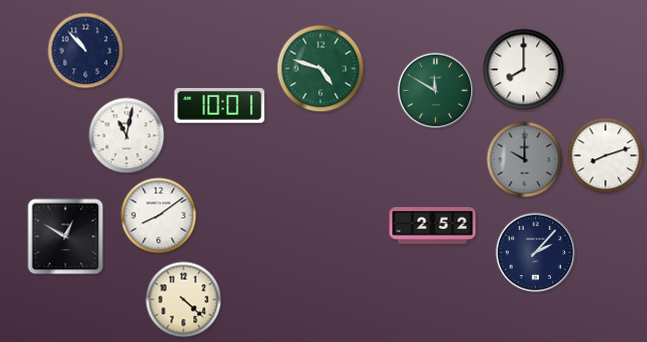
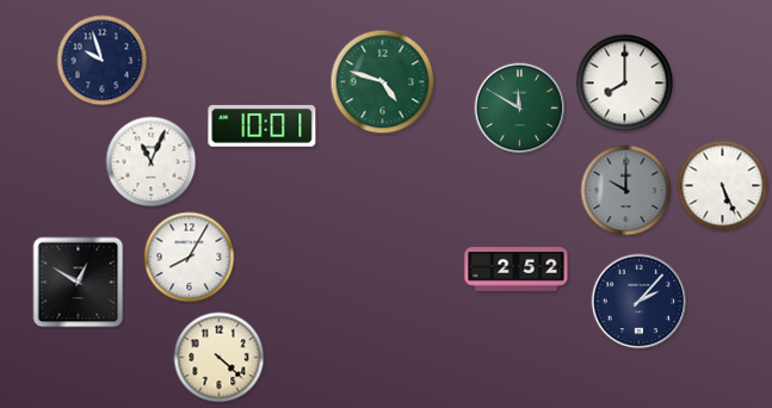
clock at (86, 51): 10:53 -> 9:57
clock at (127, 136): 11:02 -> 11:04
clock at (606, 156): 8:12 -> 5:26
clock at (159, 216): 8:09 -> 8:05
